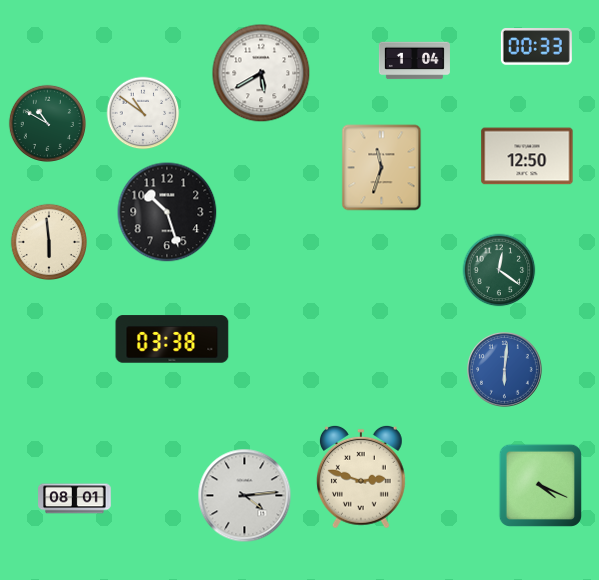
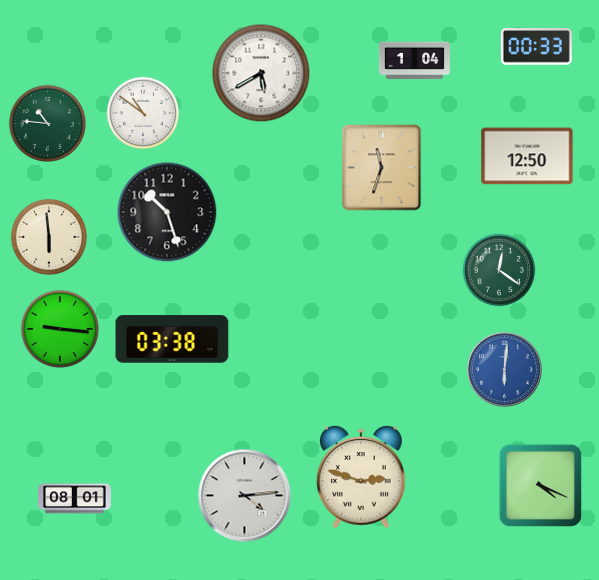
clock at (47, 123): 10:50 -> 10:46
clock at (48, 241) position: (48, 241) -> (48, 236)
clock at (60, 329): none -> 9:16
